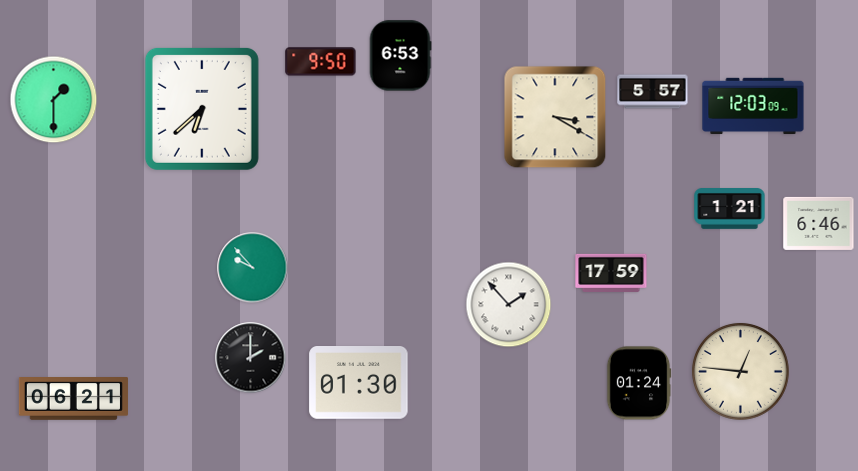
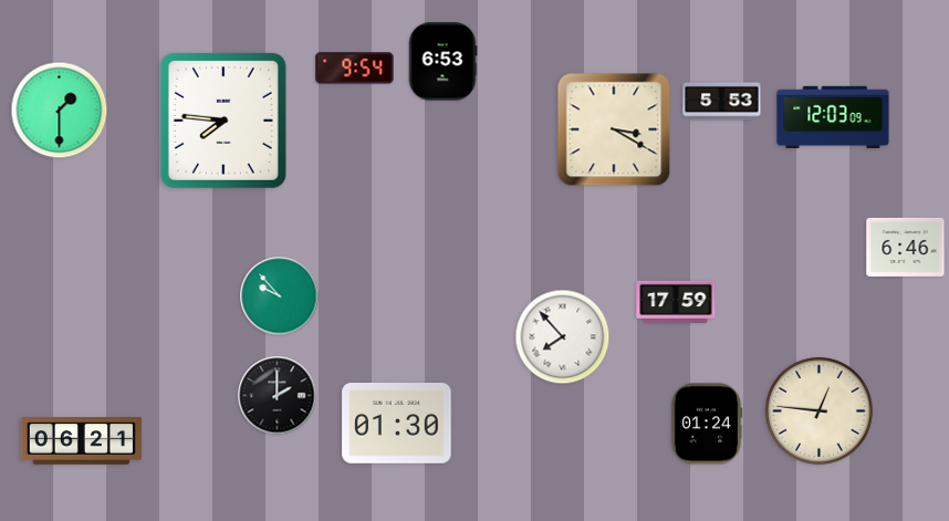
clock at (321, 62): 9:50 -> 9:54
clock at (653, 92): 5:57 -> 5:53
clock at (202, 109): 6:38 -> 7:46
clock at (730, 209): 1:21 -> none
clock at (509, 305): 1:53 -> 7:53
